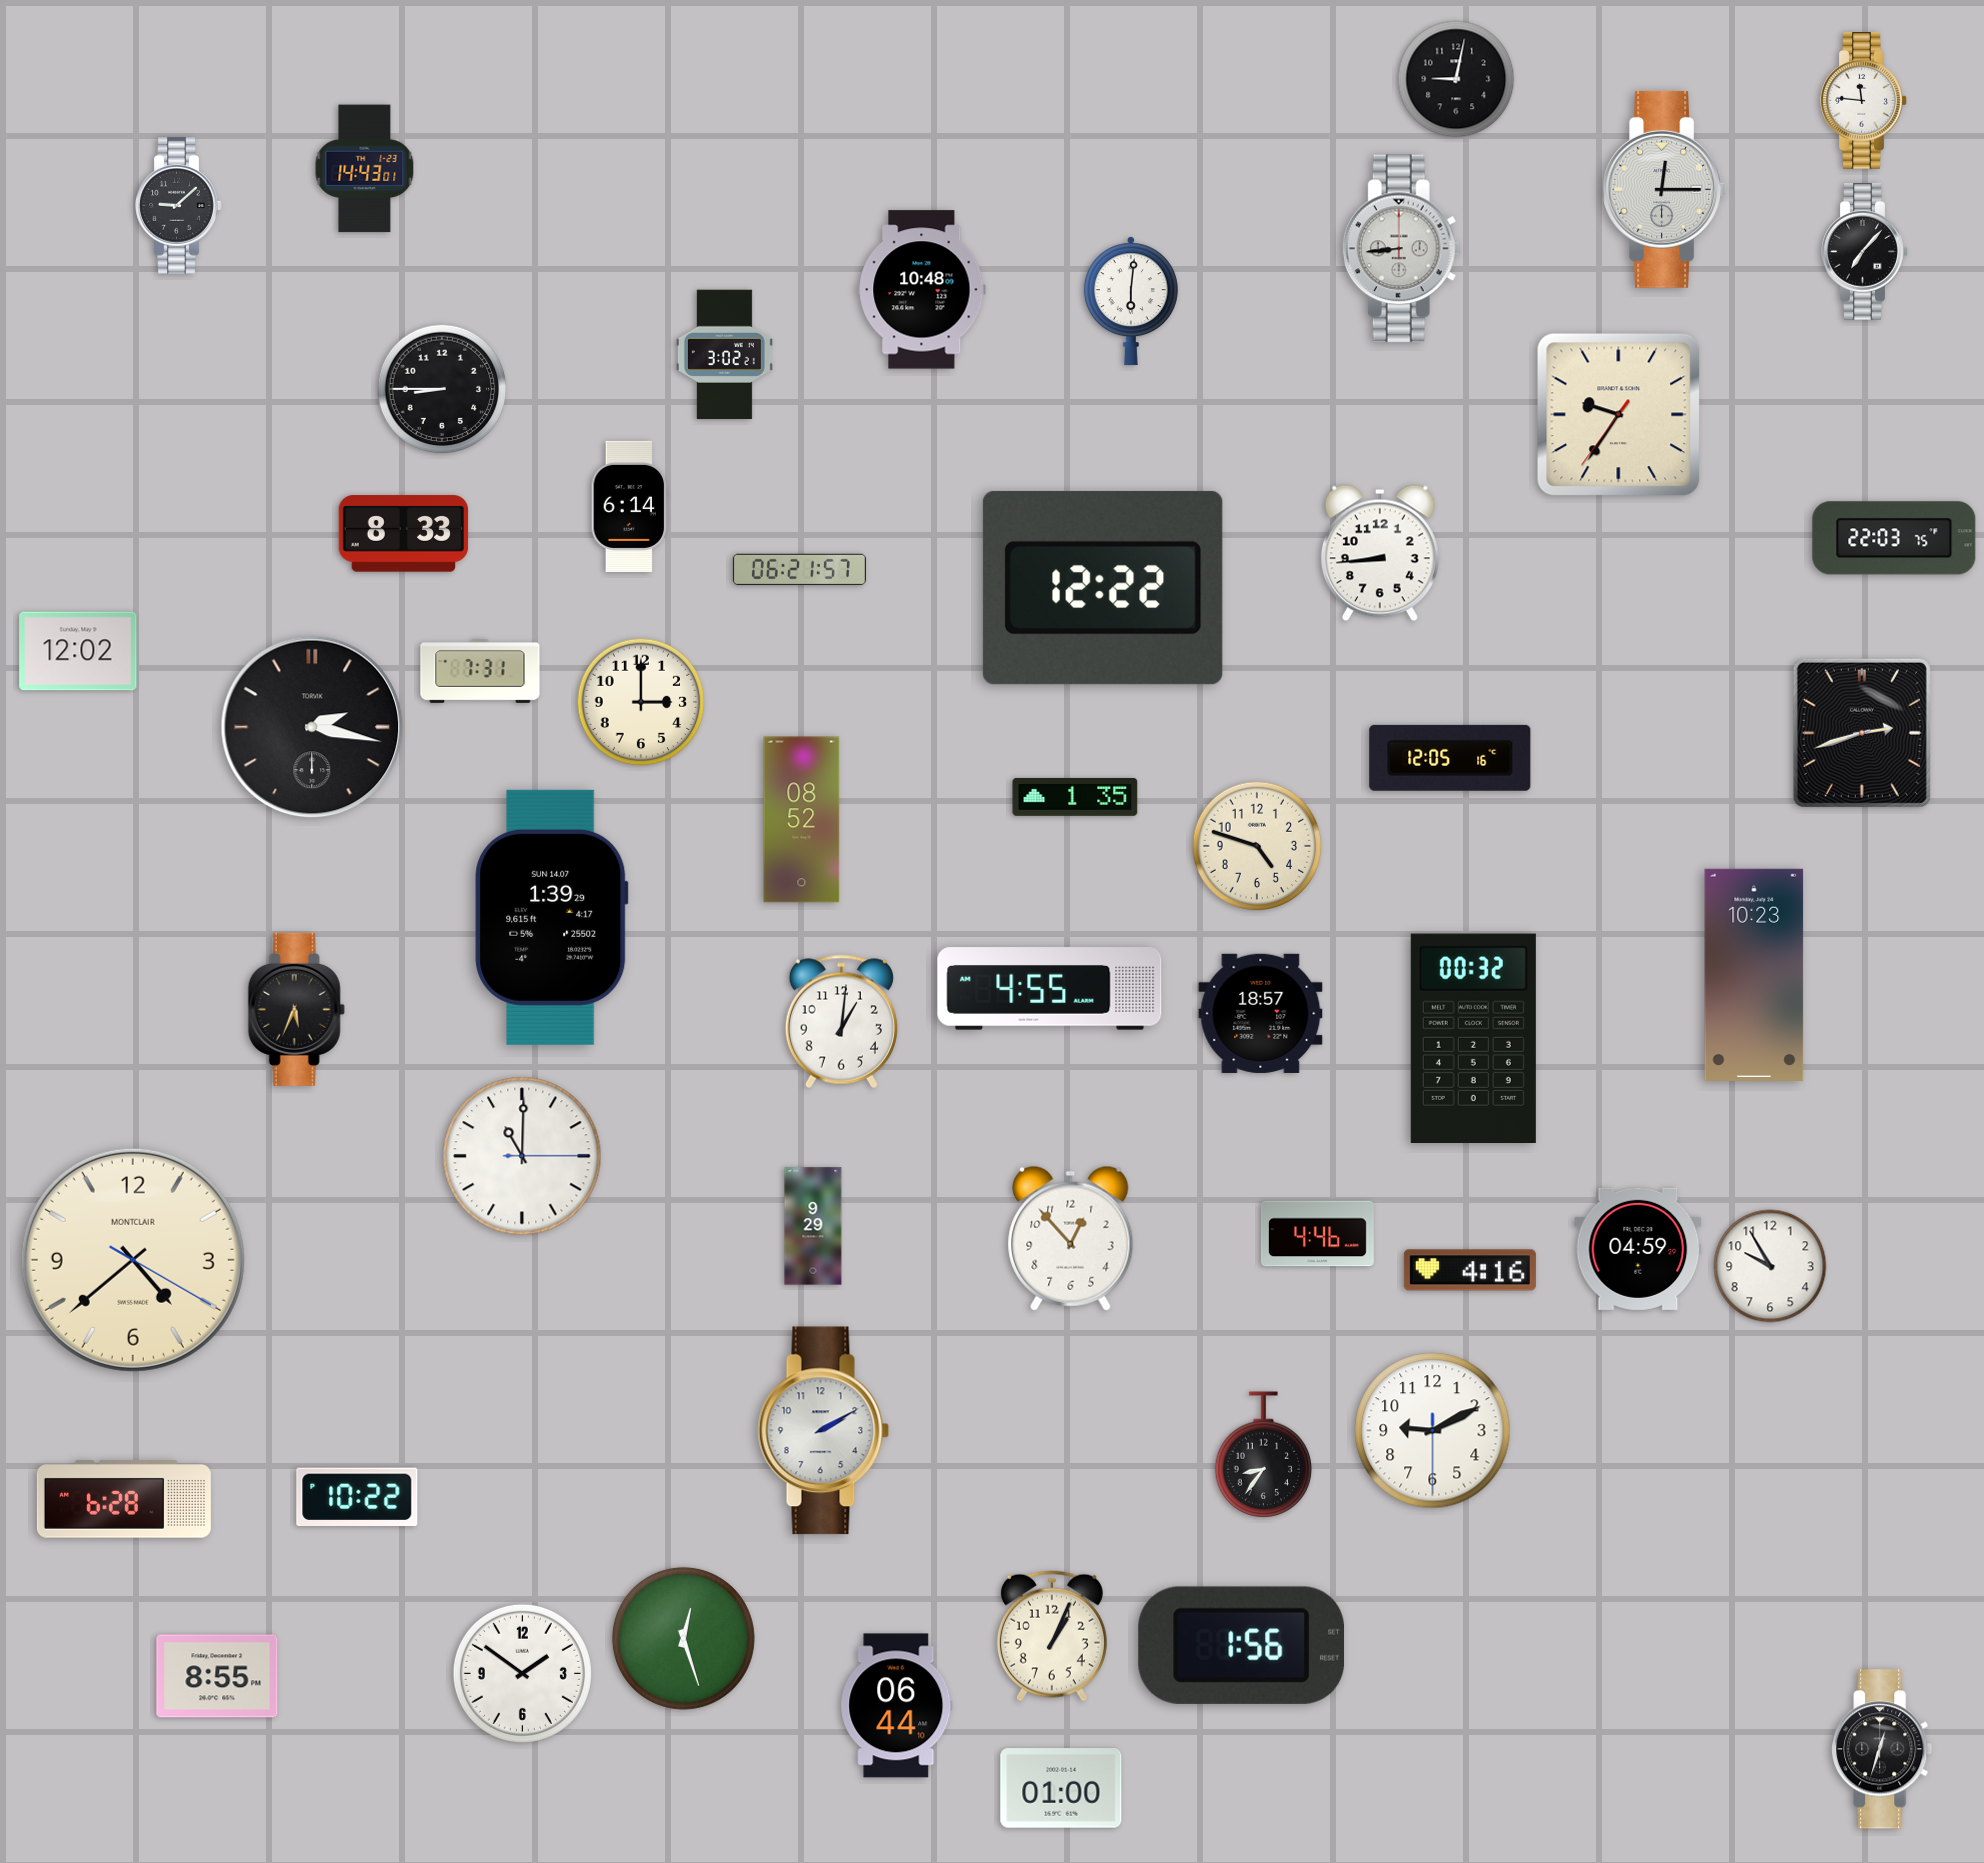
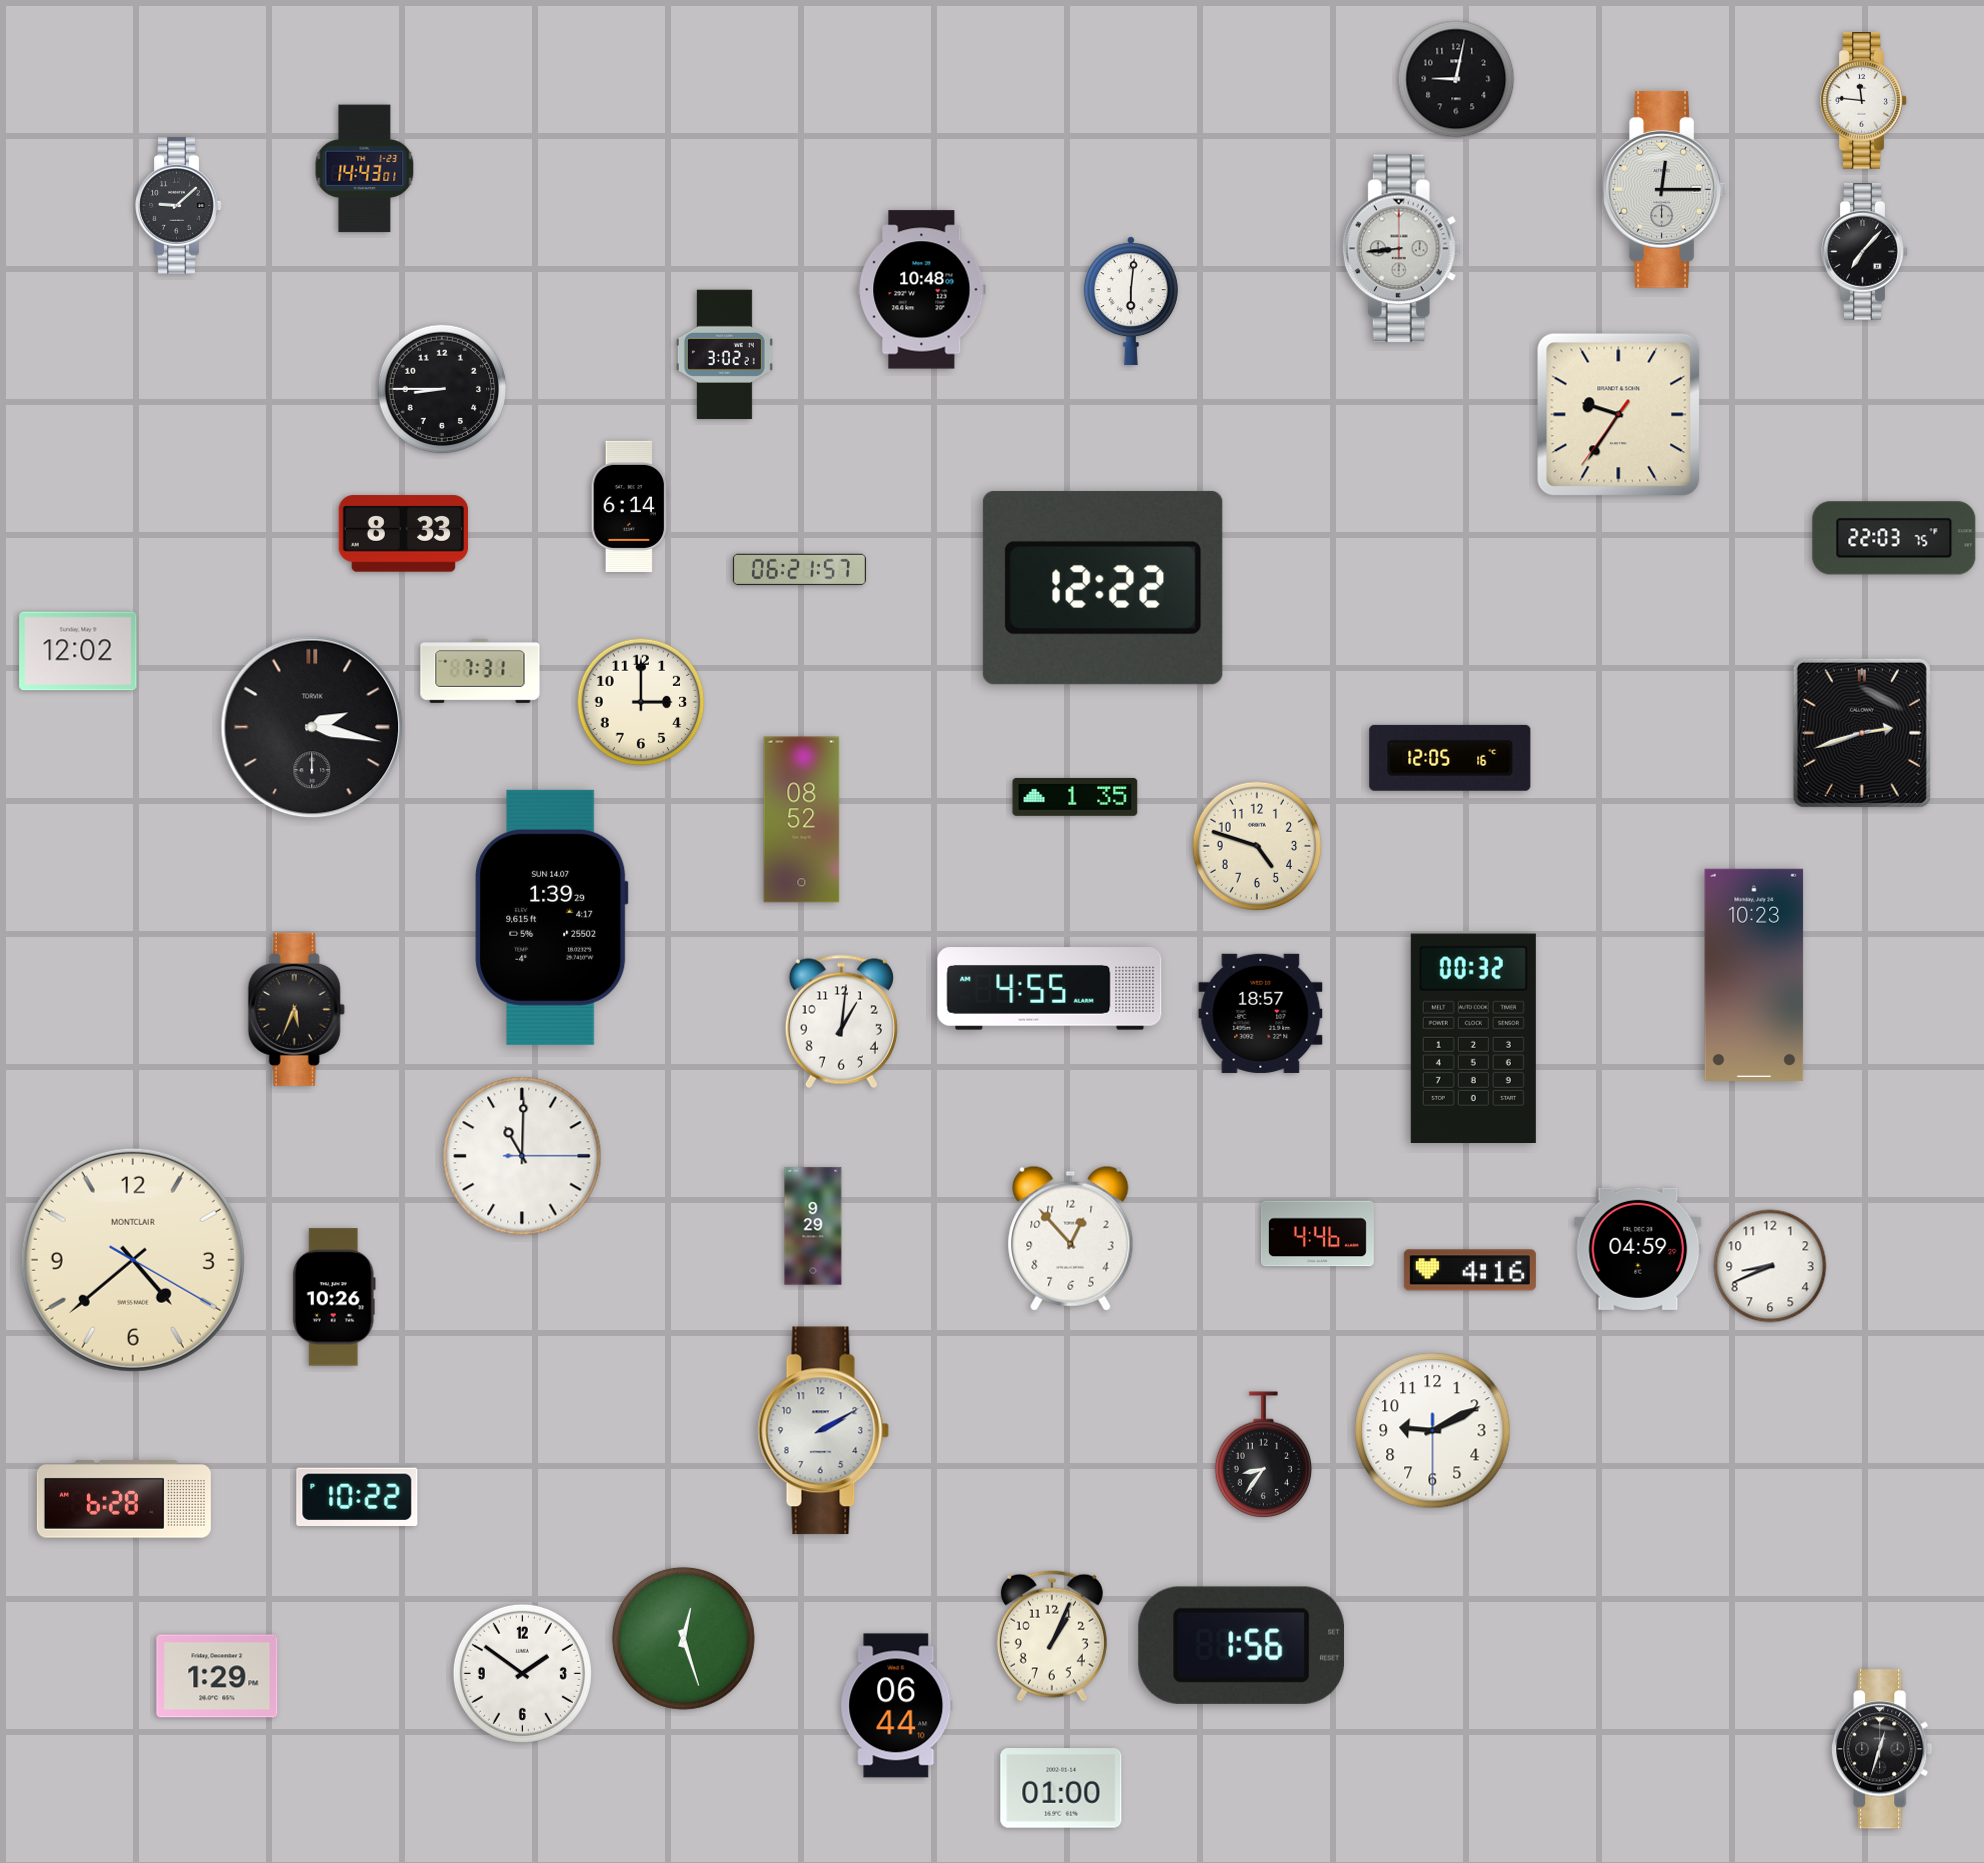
clock at (1380, 553): 8:44 -> none
clock at (1770, 1266): 9:55 -> 8:41
clock at (334, 1297): none -> 10:26
clock at (217, 1676): 8:55 -> 1:29
